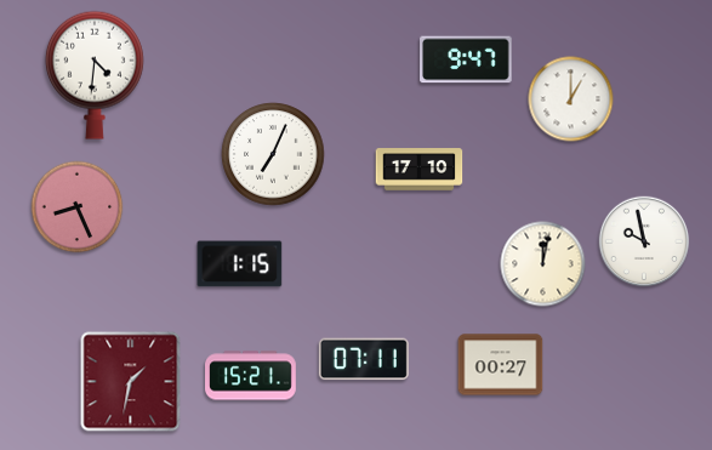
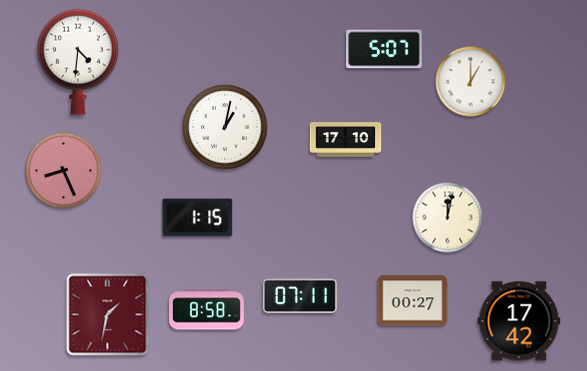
clock at (466, 59): 9:47 -> 5:07
clock at (273, 154): 7:04 -> 1:02
clock at (644, 241): 9:58 -> none
clock at (251, 376): 15:21 -> 8:58
clock at (519, 321): none -> 17:42
